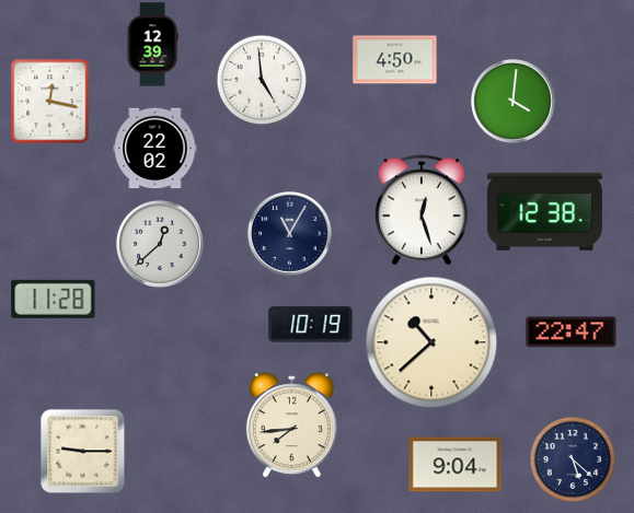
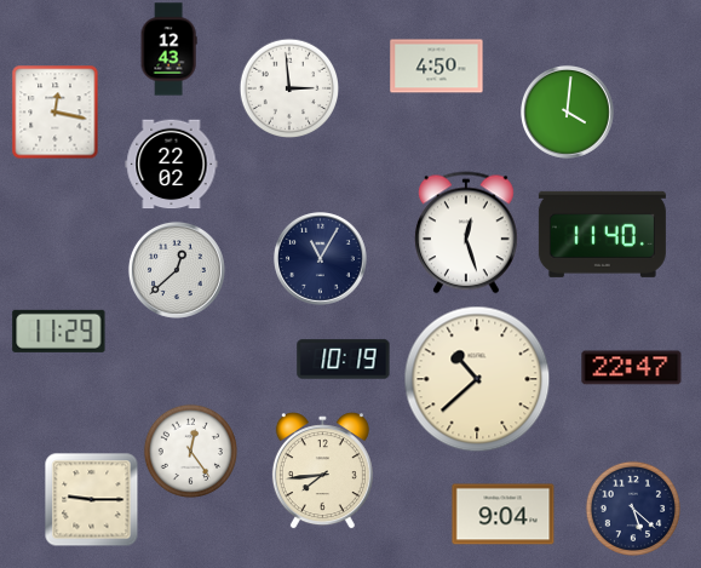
clock at (152, 45): 12:39 -> 12:43
clock at (261, 79): 4:59 -> 2:59
clock at (544, 211): 12:38 -> 11:40
clock at (54, 299): 11:28 -> 11:29
clock at (190, 451): none -> 12:24
